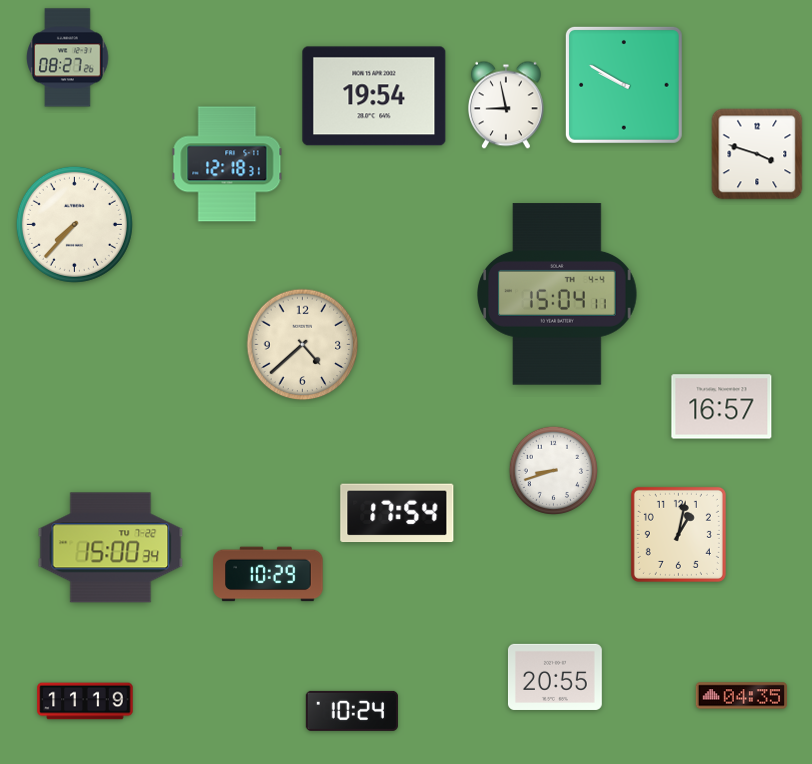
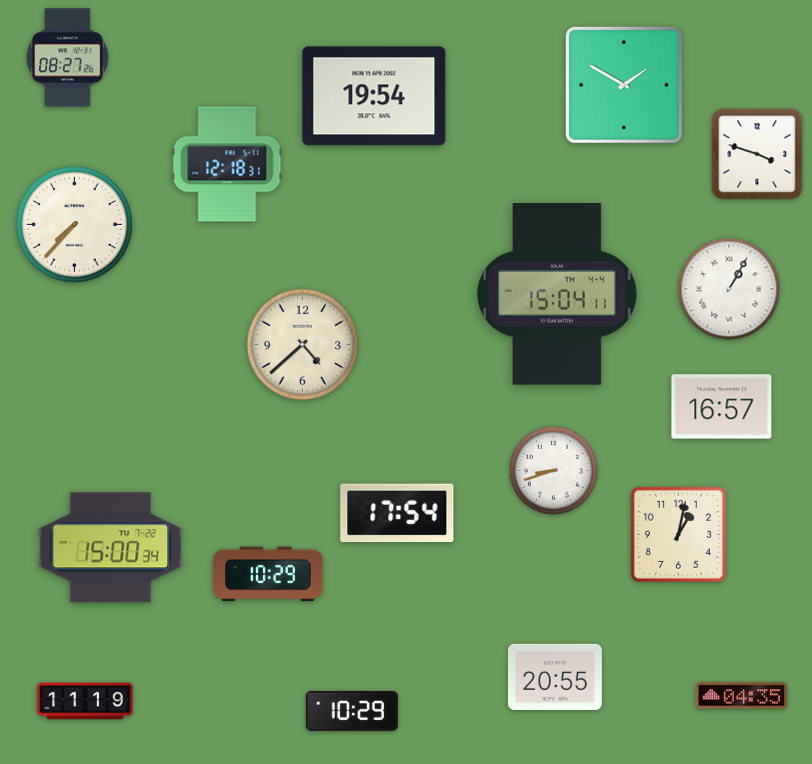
clock at (624, 85): 9:50 -> 1:50
clock at (507, 105): 8:58 -> none
clock at (729, 289): none -> 1:05
clock at (352, 711): 10:24 -> 10:29
